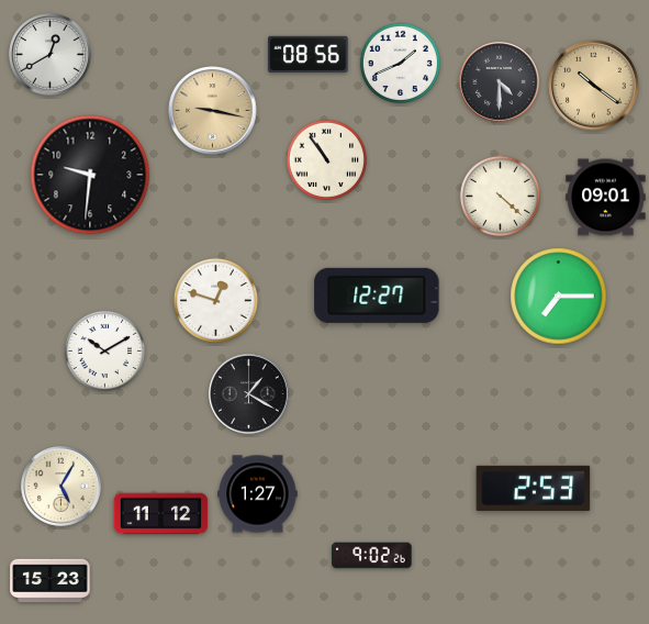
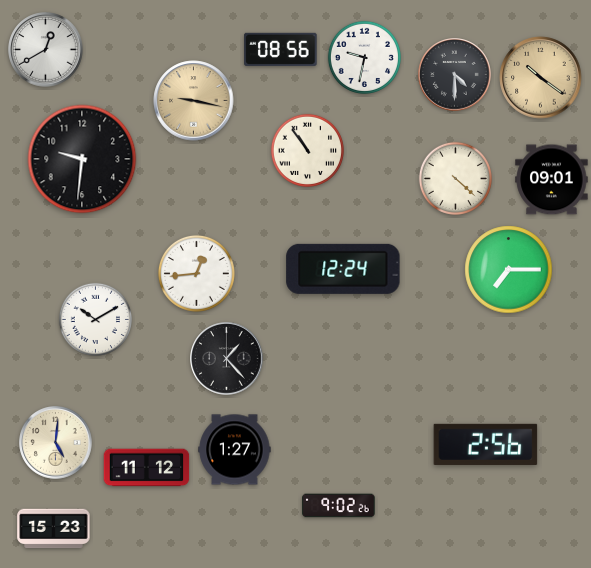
clock at (400, 63): 1:41 -> 9:32
clock at (326, 159) position: (326, 159) -> (307, 150)
clock at (377, 296): 12:27 -> 12:24
clock at (215, 300): 12:48 -> 12:44
clock at (249, 394): 1:20 -> 1:23
clock at (61, 487): 5:05 -> 5:01
clock at (534, 488): 2:53 -> 2:56
clock at (51, 581) position: (51, 581) -> (54, 529)
